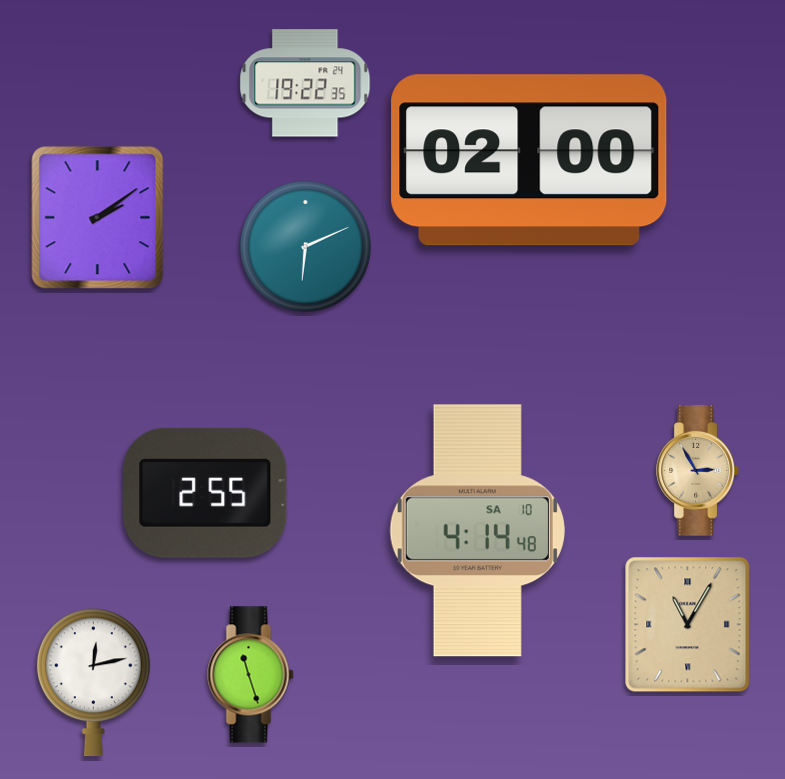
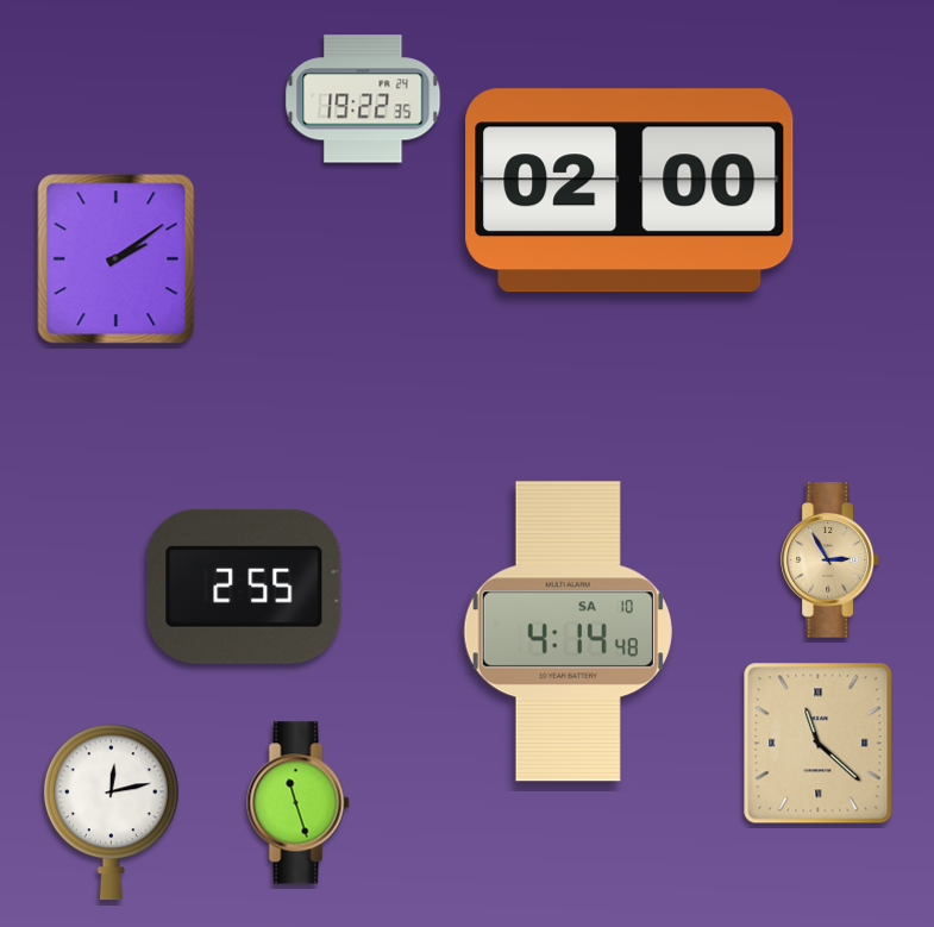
clock at (305, 246): 6:11 -> none
clock at (688, 625): 11:05 -> 11:22
